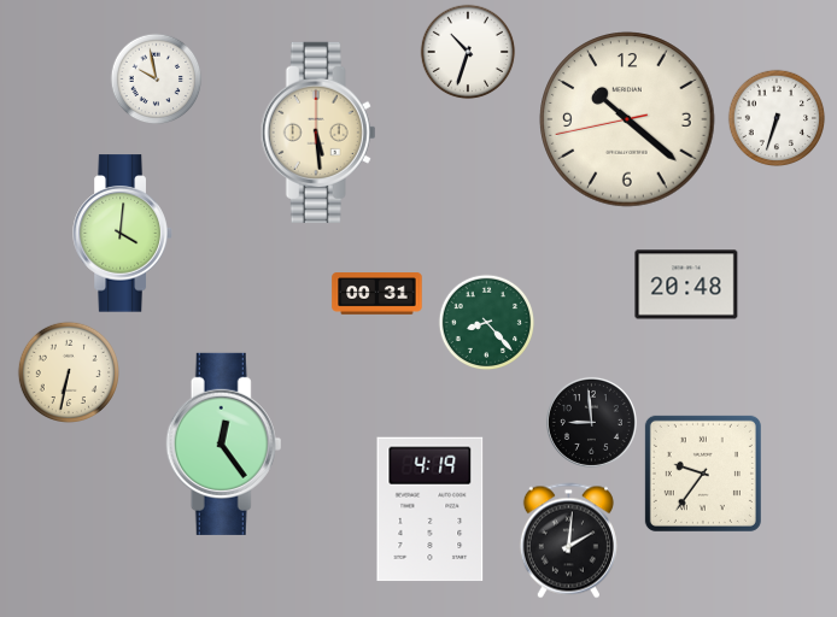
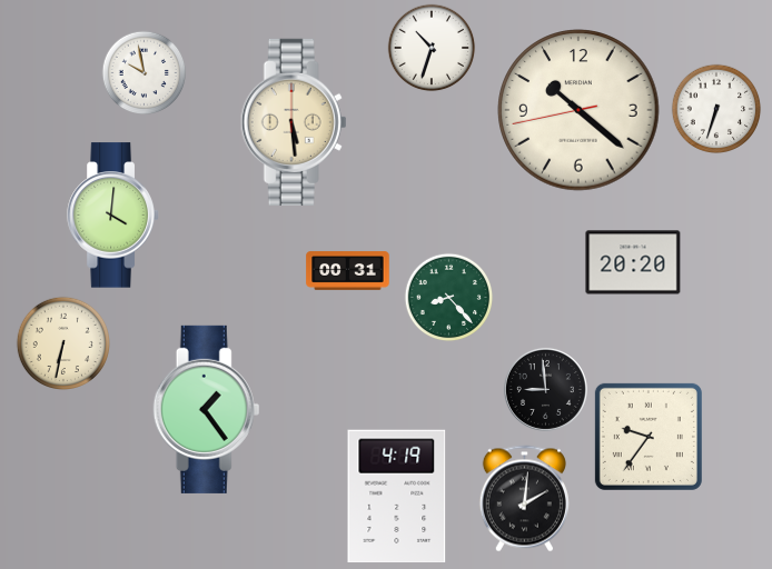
clock at (686, 284): 20:48 -> 20:20
clock at (224, 443): 12:24 -> 1:24
clock at (431, 510) position: (431, 510) -> (397, 497)
